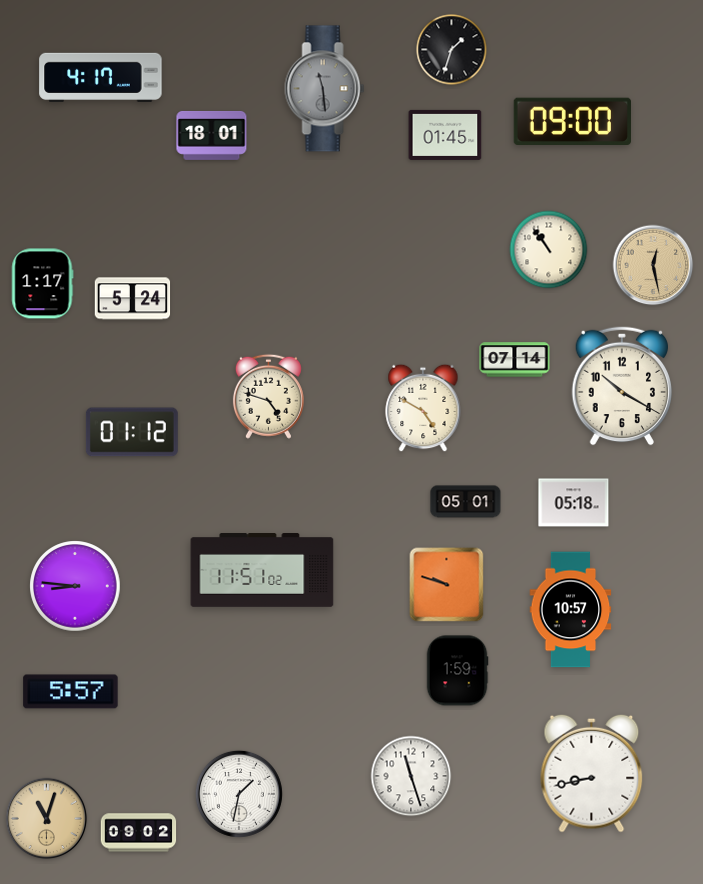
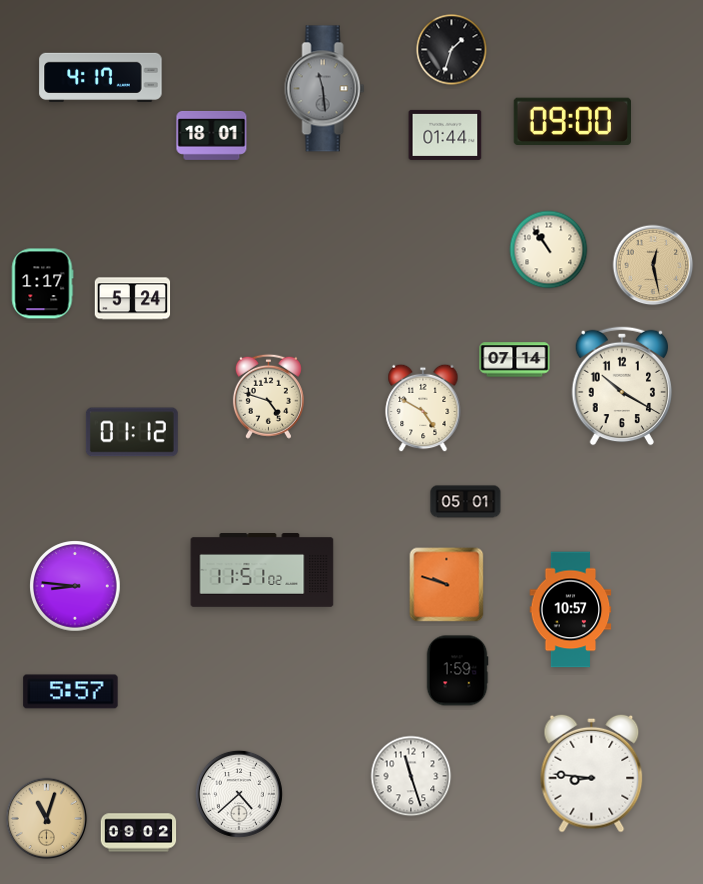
clock at (445, 135): 01:45 -> 01:44
clock at (574, 503): 05:18 -> none
clock at (592, 773): 8:43 -> 8:46
clock at (239, 794): 1:32 -> 4:38
